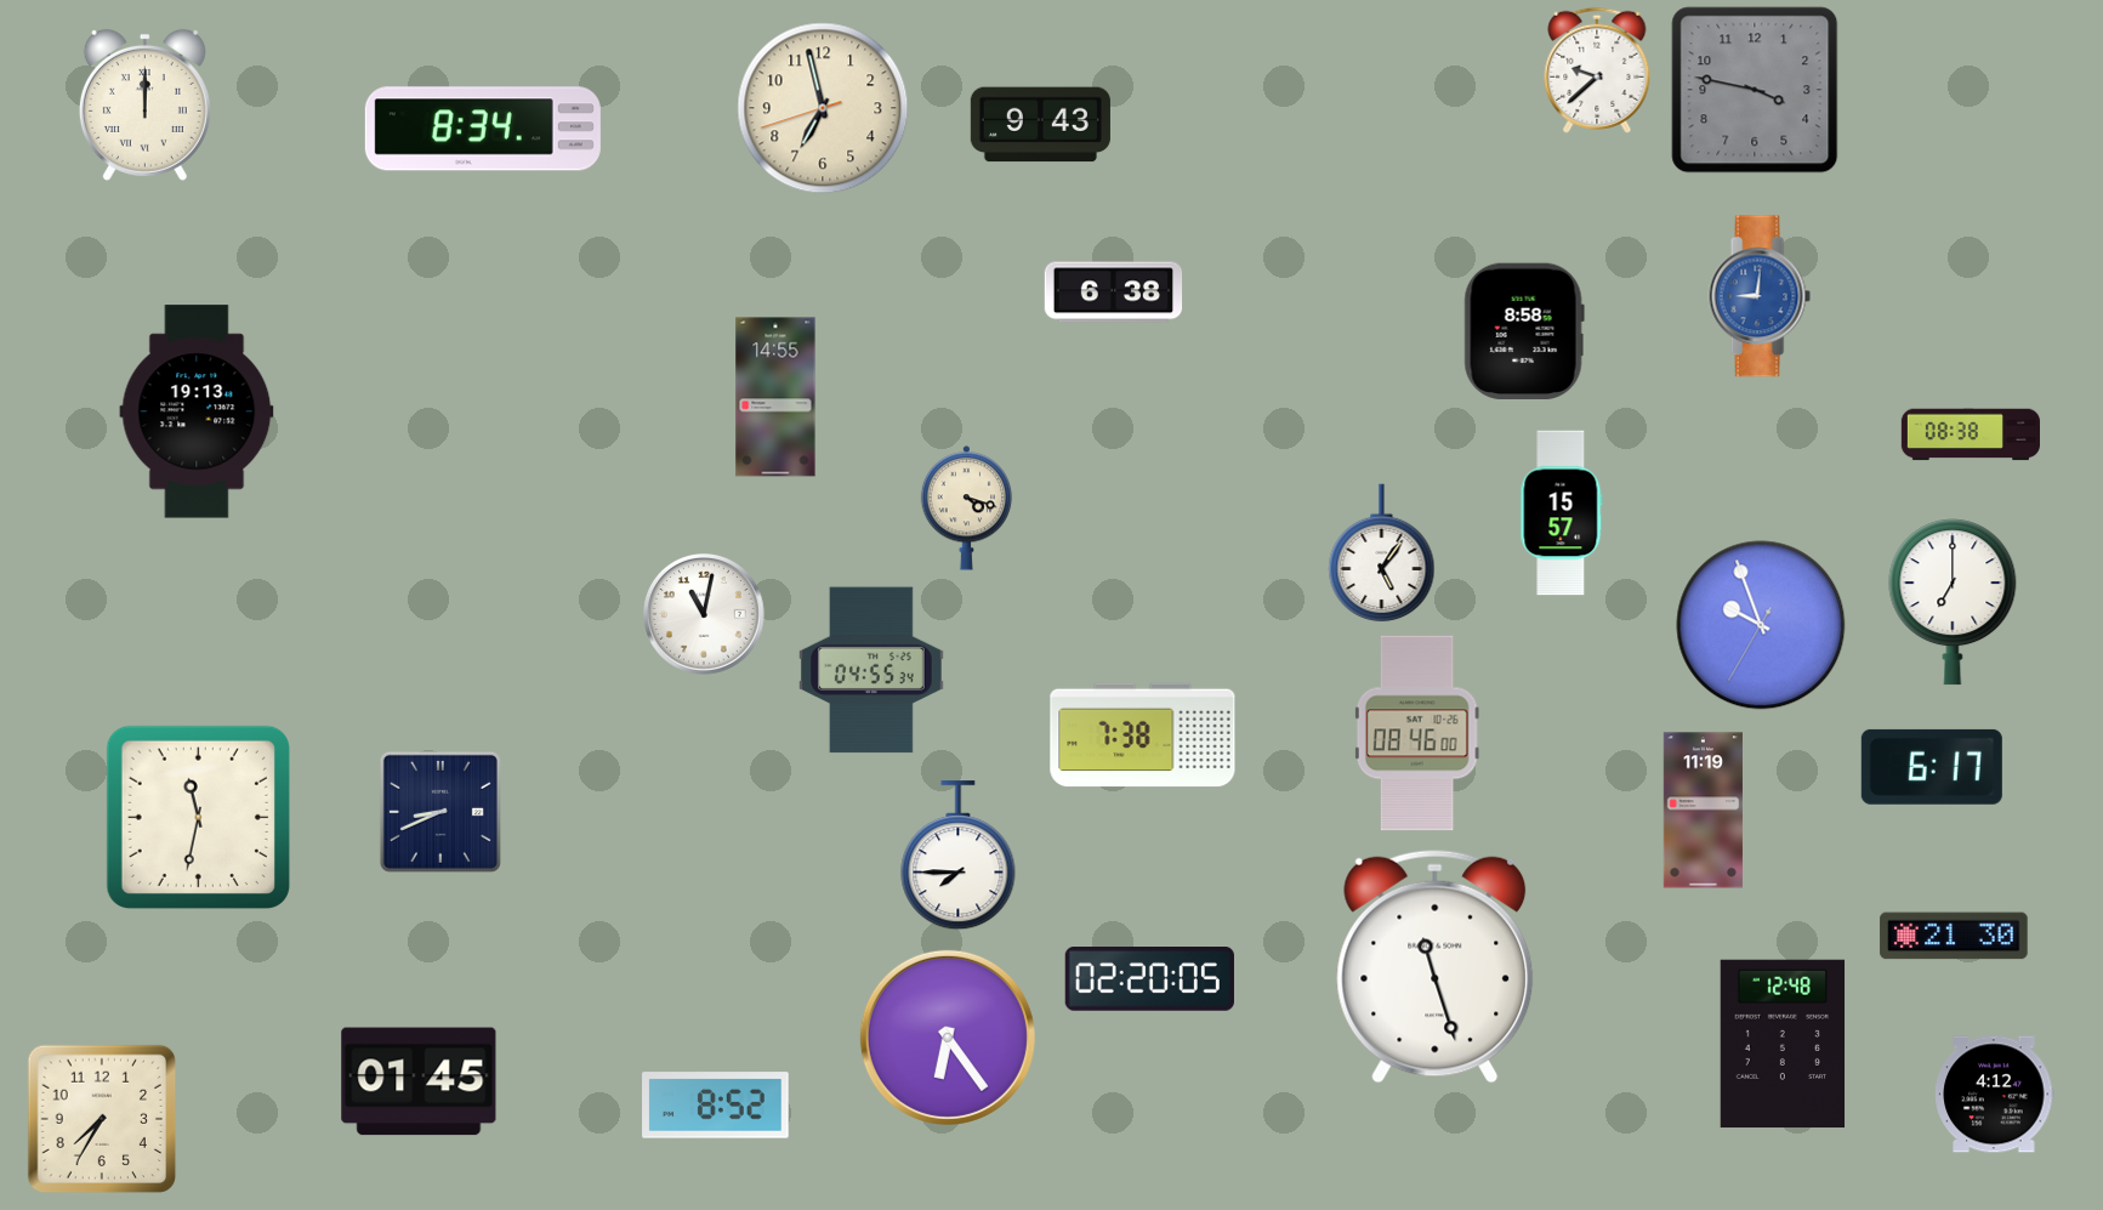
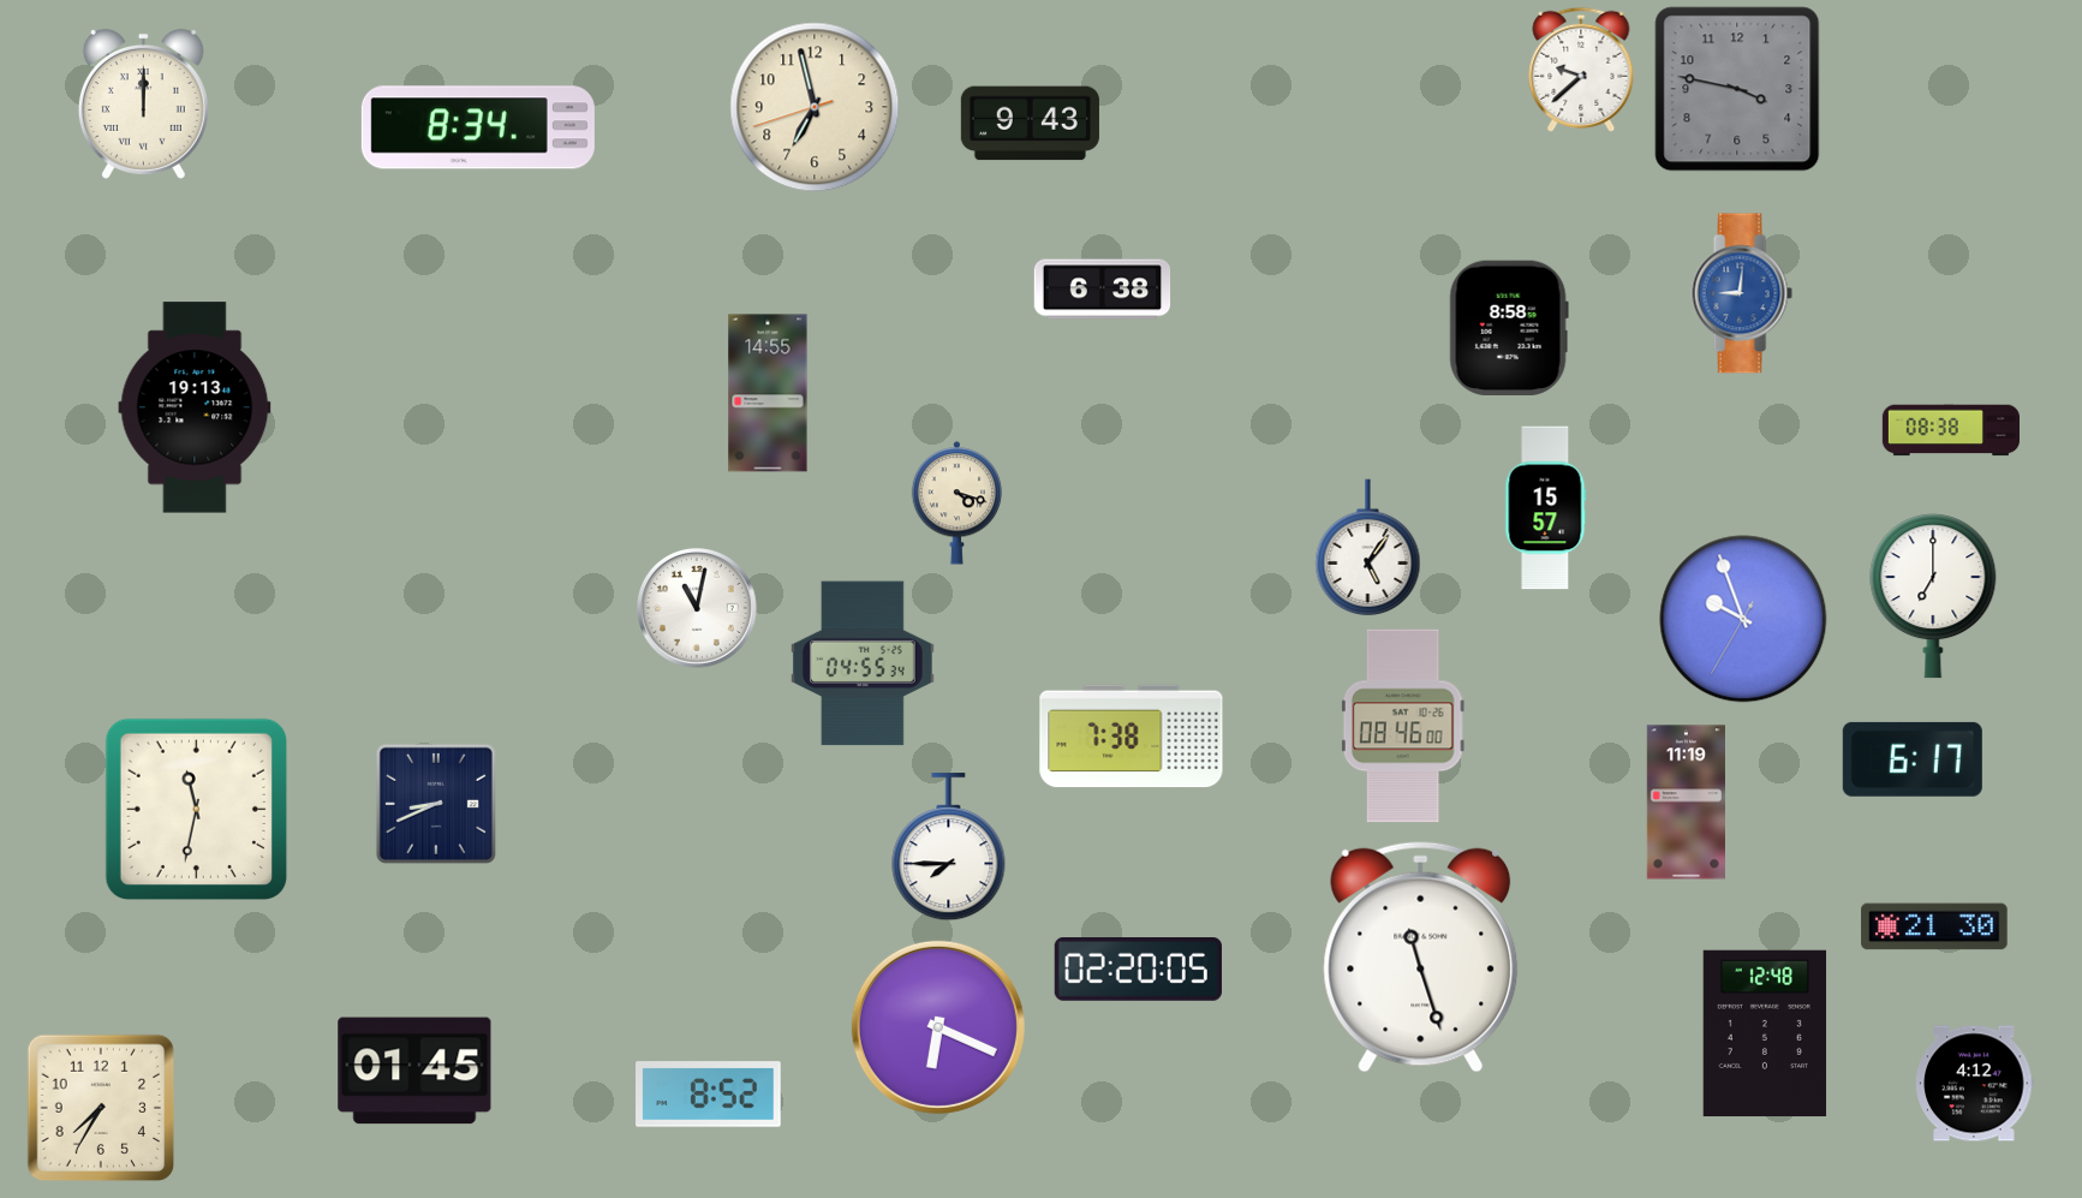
clock at (1143, 735) position: (1143, 735) -> (1132, 737)
clock at (948, 1038): 6:24 -> 6:19
